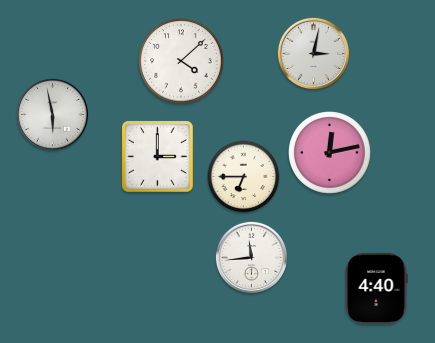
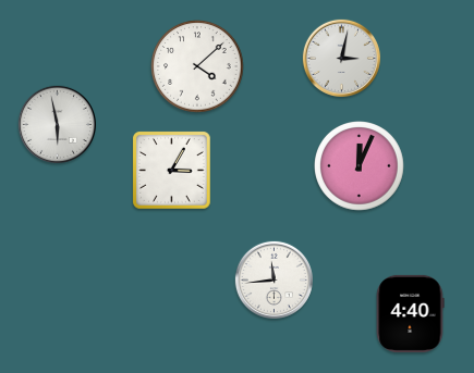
clock at (330, 153): 12:13 -> 12:04
clock at (158, 157): 3:00 -> 3:05
clock at (244, 177): 6:45 -> none
